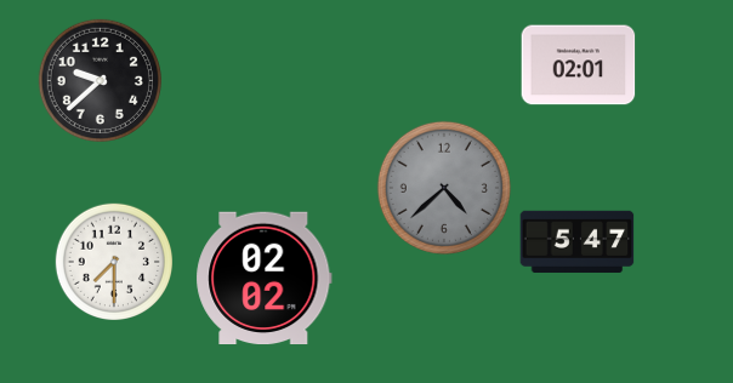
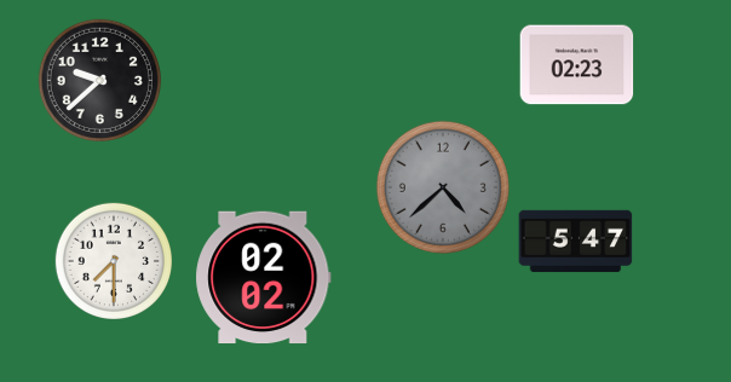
clock at (579, 65): 02:01 -> 02:23
